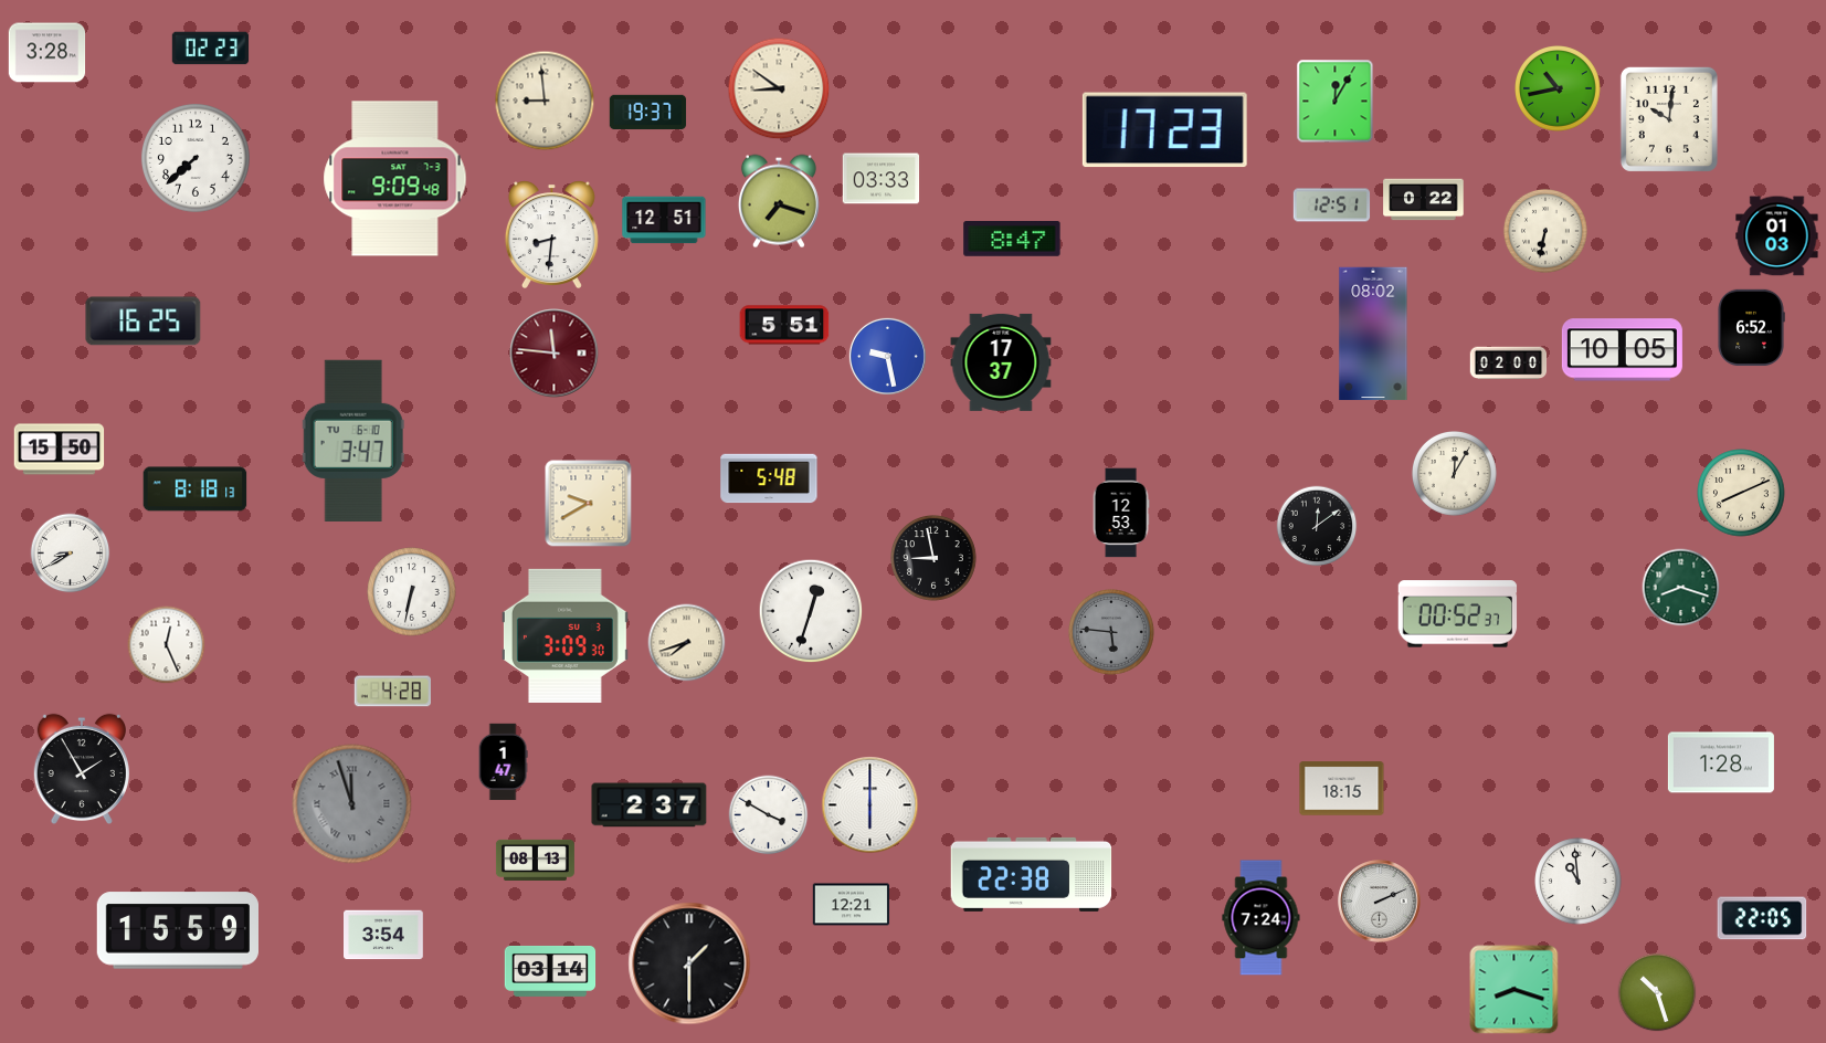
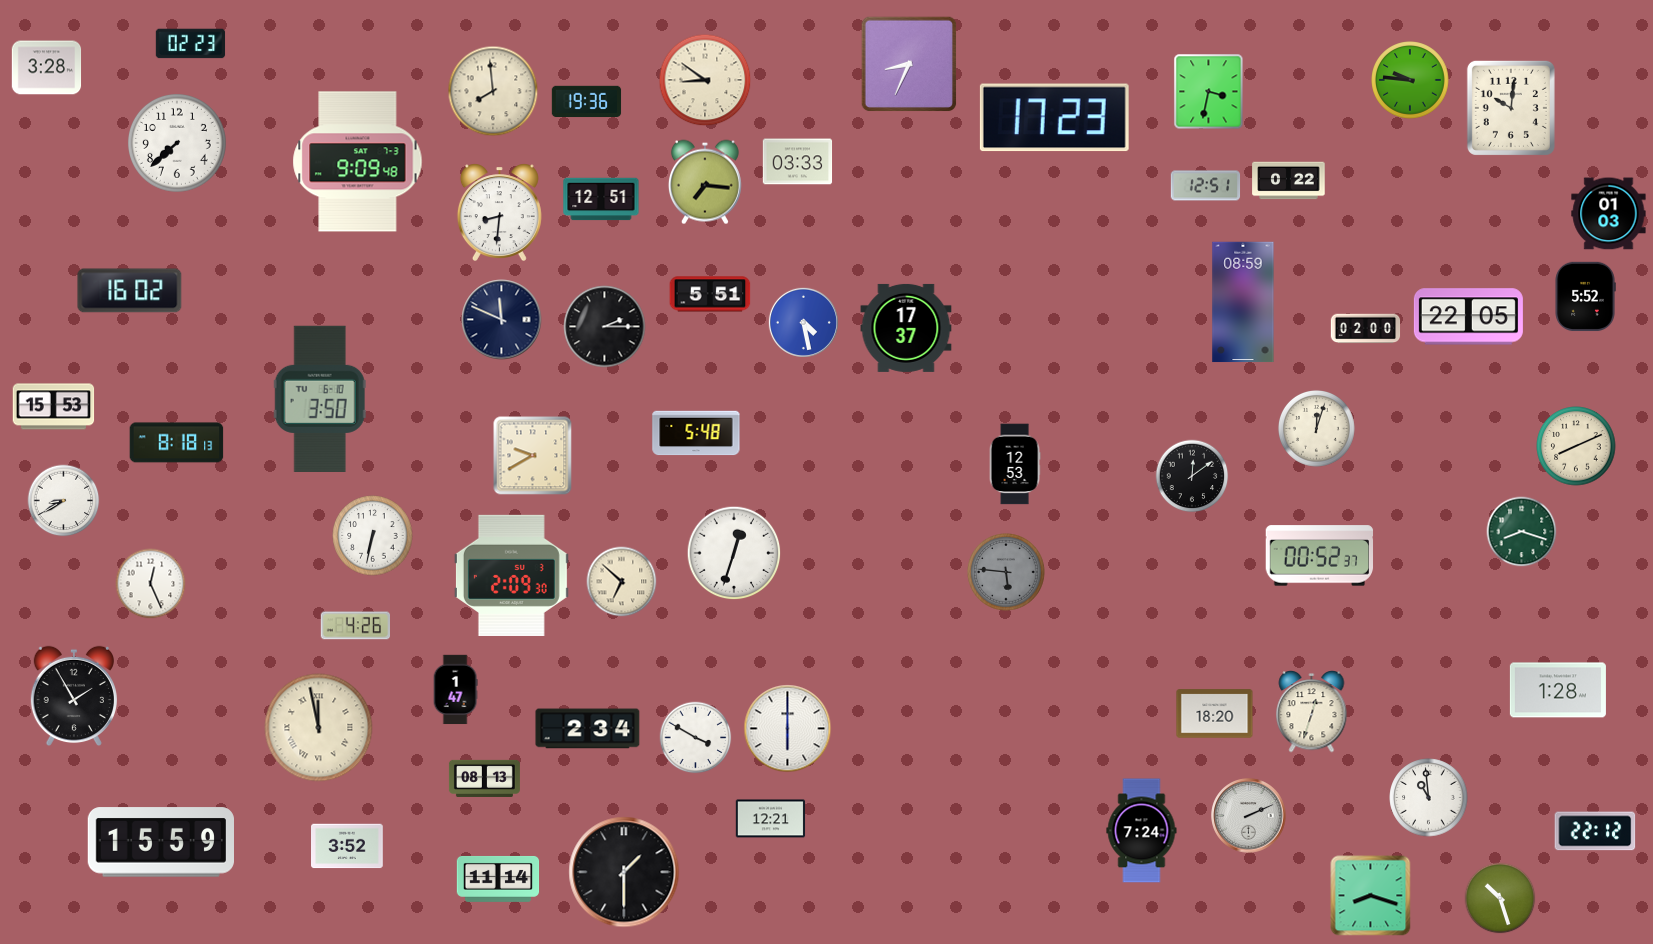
clock at (48, 53) position: (48, 53) -> (47, 68)
clock at (909, 64): none -> 8:34
clock at (1558, 88): 10:43 -> 9:46
clock at (545, 101): 8:59 -> 7:59
clock at (1336, 102): 12:05 -> 3:32
clock at (648, 113): 19:37 -> 19:36
clock at (779, 201): 7:18 -> 7:16
clock at (1545, 231): 6:32 -> none
clock at (1012, 240): 8:47 -> none
clock at (144, 322): 16:25 -> 16:02
clock at (1751, 328): 6:52 -> 5:52
clock at (1373, 334): 08:02 -> 08:59
clock at (1622, 350): 10:05 -> 22:05
clock at (555, 354): 11:46 -> 11:49
clock at (555, 354) dial: burgundy -> navy
clock at (887, 356): 9:28 -> 4:28
clock at (605, 327): none -> 2:15
clock at (353, 441): 3:47 -> 3:50
clock at (60, 450): 15:50 -> 15:53
clock at (1454, 473): 12:05 -> 12:03
clock at (933, 558): 8:58 -> none
clock at (564, 635): 3:09 -> 2:09
clock at (687, 643): 7:42 -> 6:52
clock at (392, 692): 4:28 -> 4:26
clock at (1312, 712): none -> 12:33
clock at (1342, 789): 18:15 -> 18:20
clock at (352, 804): 11:57 -> 11:58
clock at (352, 804) dial: grey -> cream
clock at (650, 805): 2:37 -> 2:34
clock at (1032, 874): 22:38 -> none
clock at (1762, 918): 22:05 -> 22:12
clock at (384, 935): 3:54 -> 3:52
clock at (550, 971): 03:14 -> 11:14
